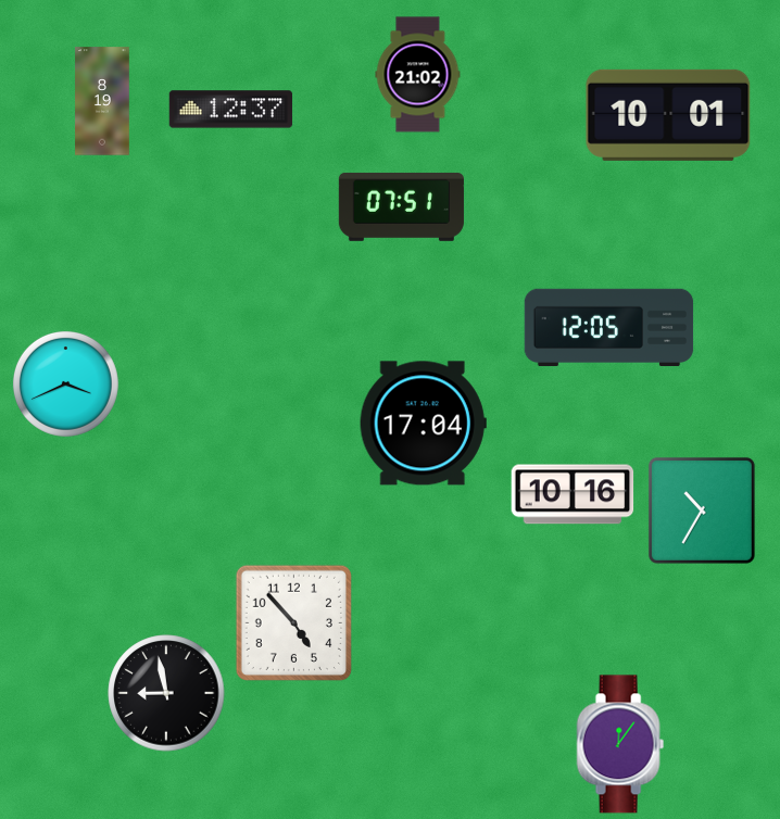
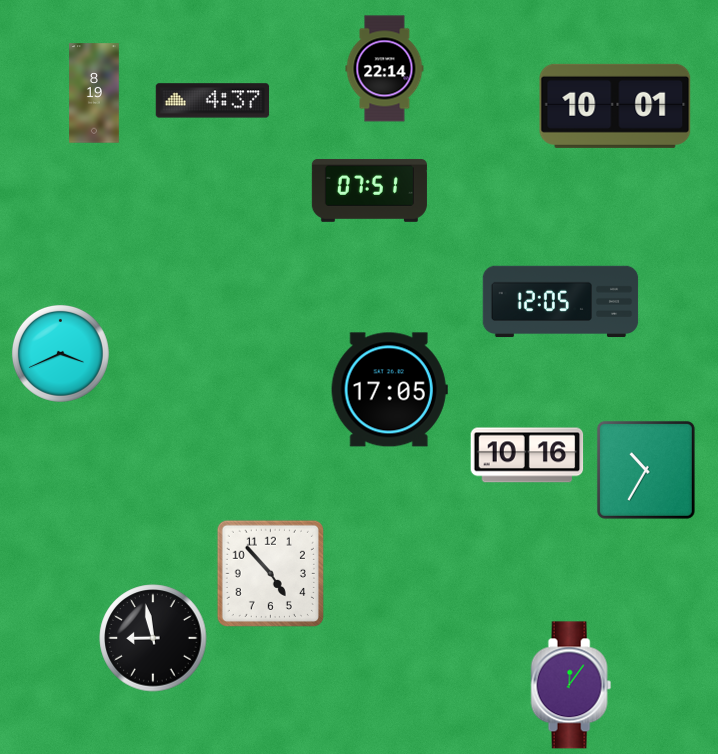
clock at (418, 75): 21:02 -> 22:14
clock at (231, 110): 12:37 -> 4:37
clock at (423, 424): 17:04 -> 17:05
